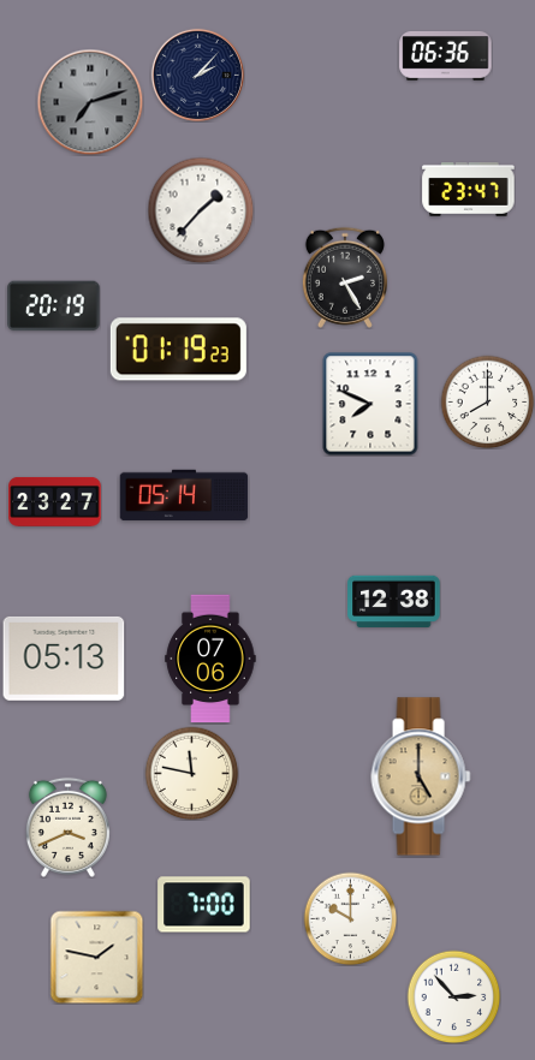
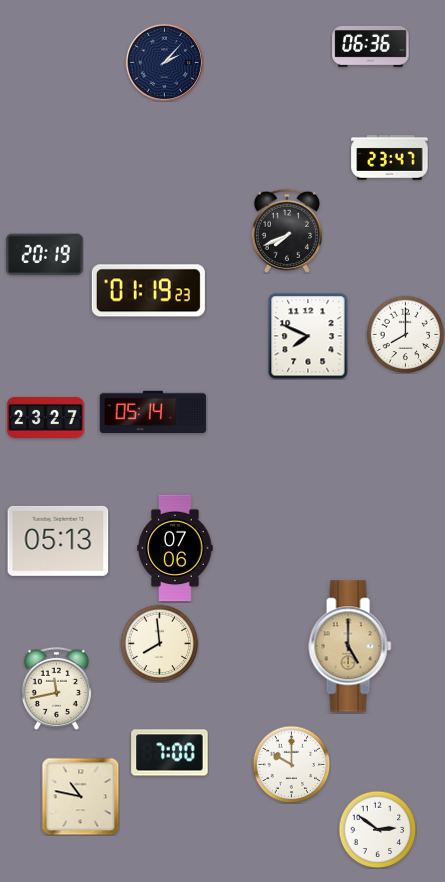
clock at (90, 102): 7:12 -> none
clock at (201, 210): 1:37 -> none
clock at (345, 278): 2:25 -> 7:41
clock at (394, 602): 12:38 -> none
clock at (64, 659) position: (64, 659) -> (58, 541)
clock at (191, 773): 11:47 -> 7:59
clock at (67, 827): 3:41 -> 11:43
clock at (96, 957): 1:47 -> 10:47
clock at (453, 996): 2:53 -> 2:51
